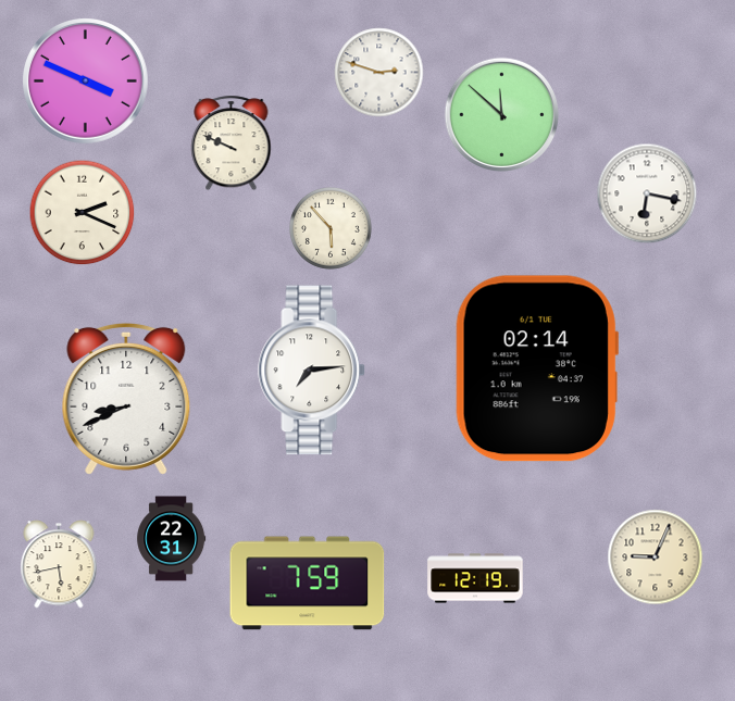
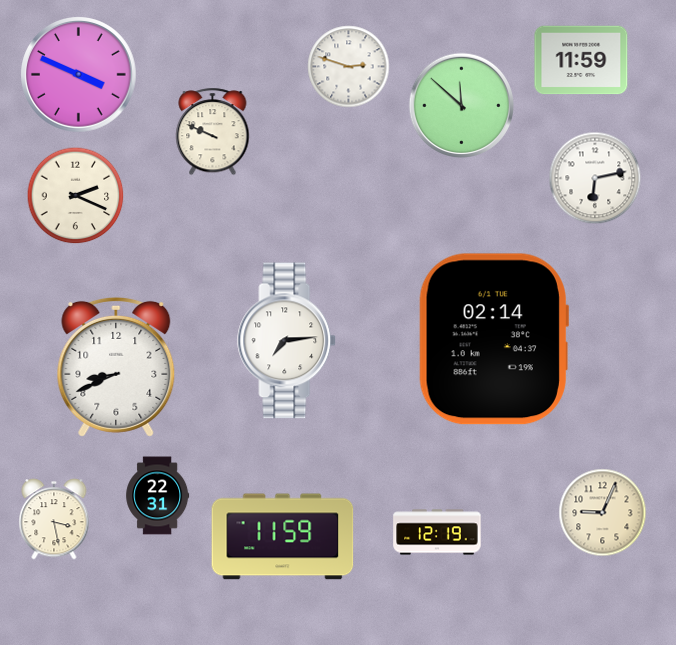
clock at (581, 60): none -> 11:59
clock at (647, 193): 6:17 -> 6:13
clock at (332, 229): 5:53 -> none
clock at (59, 564): 5:43 -> 3:28
clock at (308, 584): 7:59 -> 11:59
